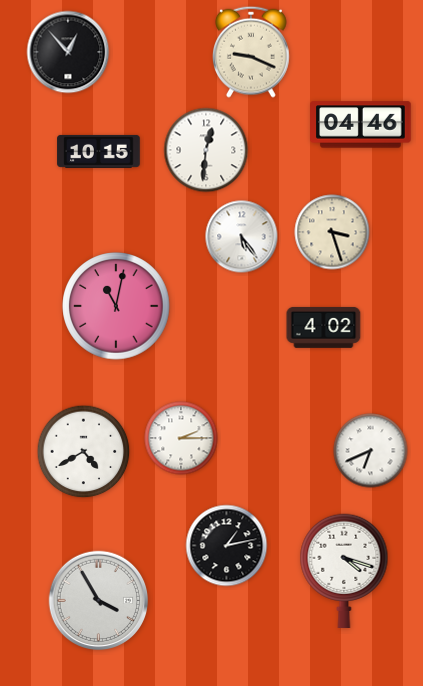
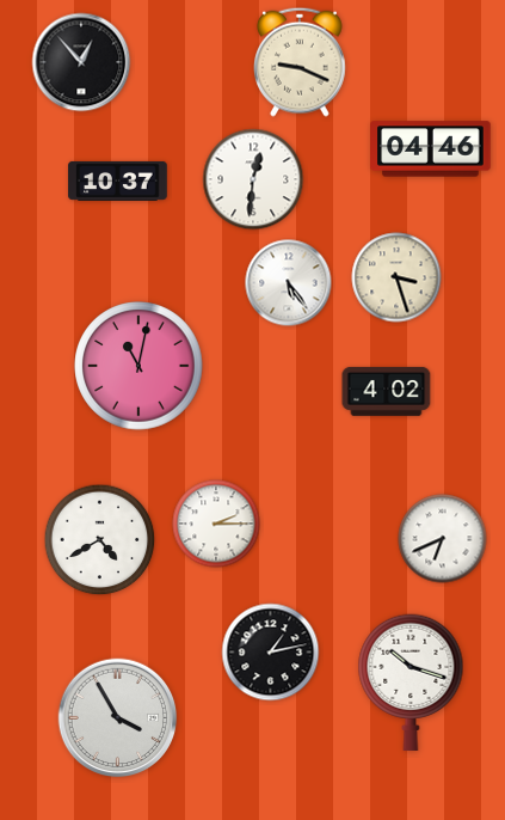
clock at (206, 150) position: (206, 150) -> (253, 179)
clock at (99, 151): 10:15 -> 10:37
clock at (344, 571): 4:18 -> 10:18
